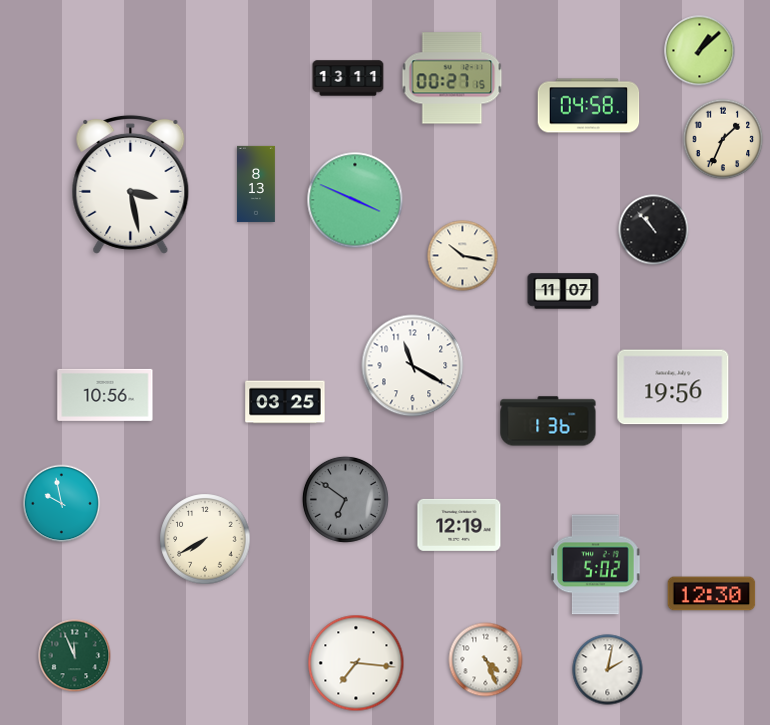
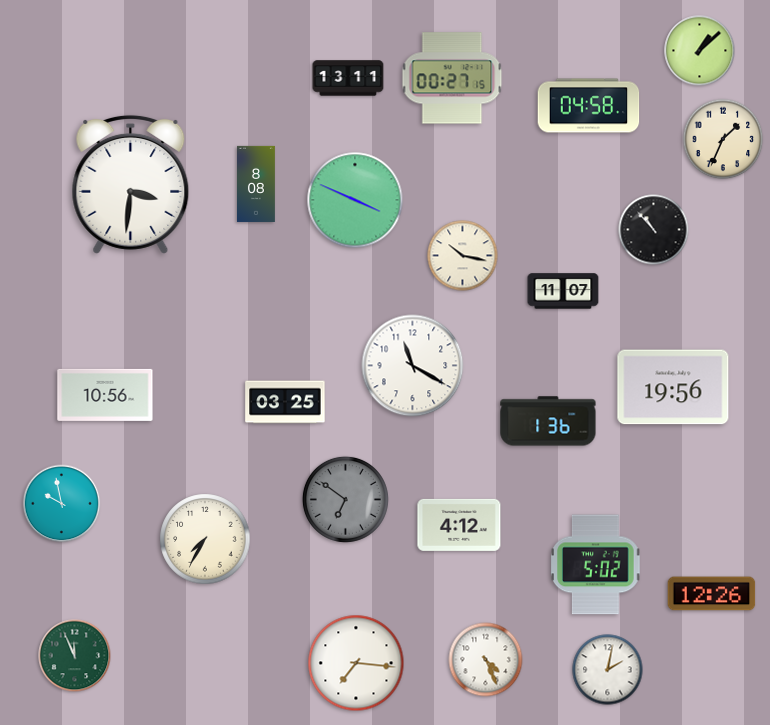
clock at (131, 184): 3:28 -> 3:31
clock at (257, 184): 8:13 -> 8:08
clock at (459, 525): 12:19 -> 4:12
clock at (205, 539): 7:40 -> 7:35
clock at (712, 594): 12:30 -> 12:26
